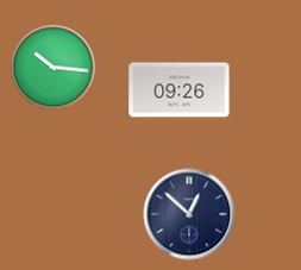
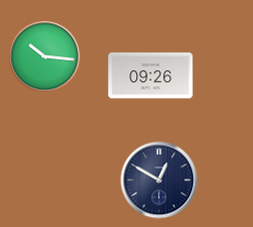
clock at (189, 214): 12:52 -> 12:50
